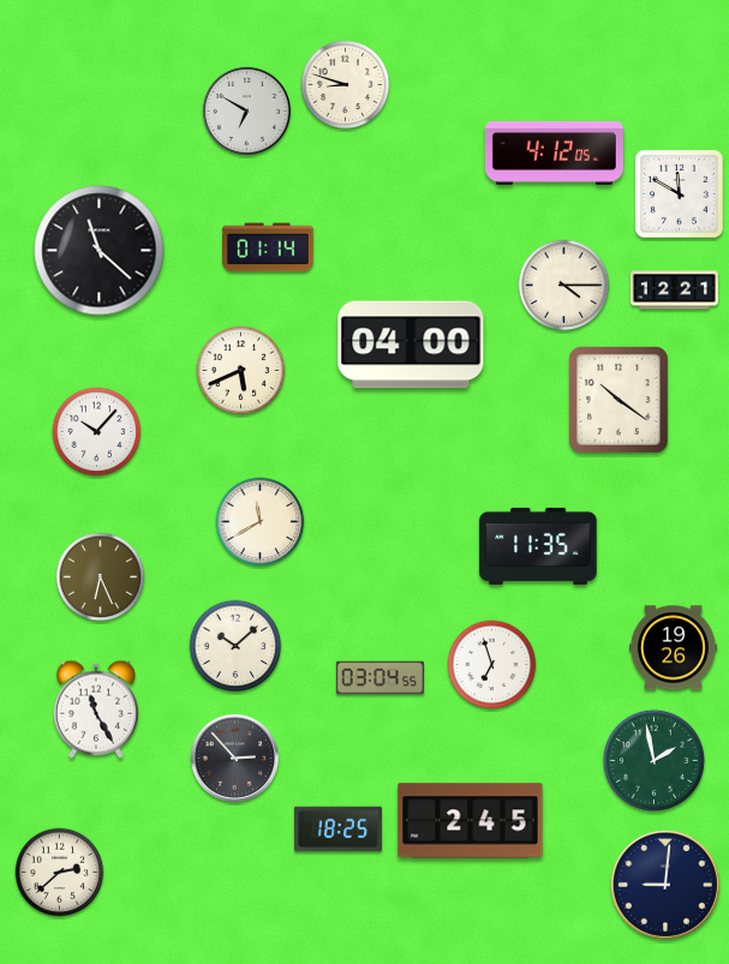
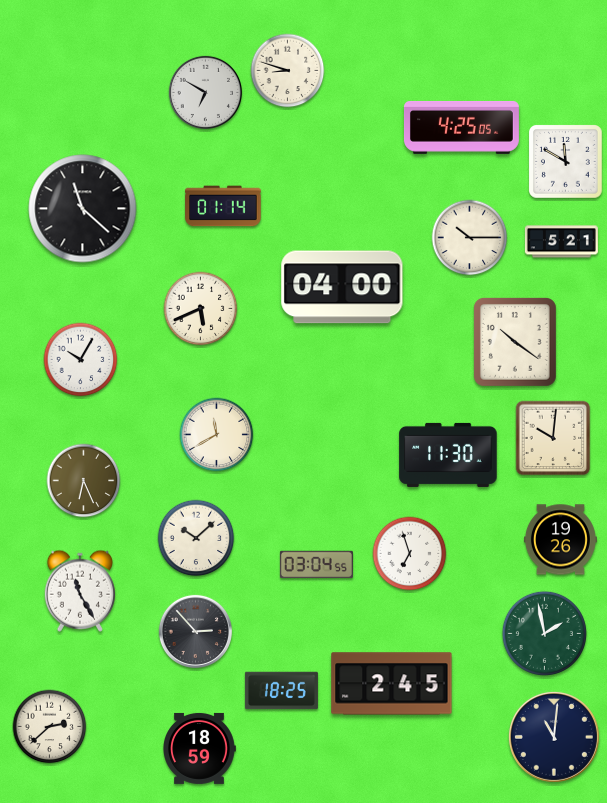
clock at (554, 152): 4:12 -> 4:25
clock at (564, 286): 4:15 -> 10:15
clock at (674, 291): 12:21 -> 5:21
clock at (619, 400) position: (619, 400) -> (515, 342)
clock at (97, 432): 10:07 -> 10:05
clock at (553, 438): none -> 10:01
clock at (538, 546): 11:35 -> 11:30
clock at (665, 885): 9:01 -> 11:01
clock at (200, 748): none -> 18:59
